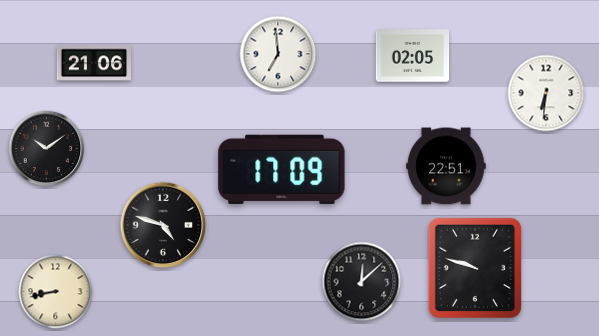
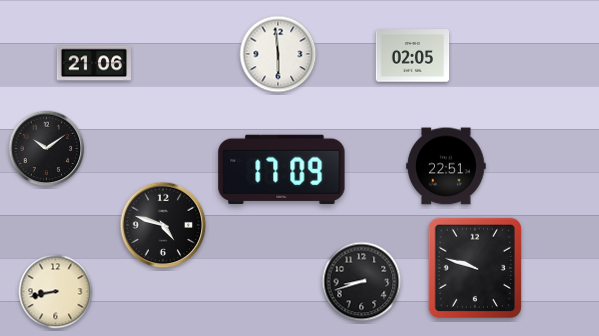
clock at (278, 54): 6:59 -> 5:59
clock at (546, 93): 6:31 -> none
clock at (362, 282): 12:08 -> 8:42
